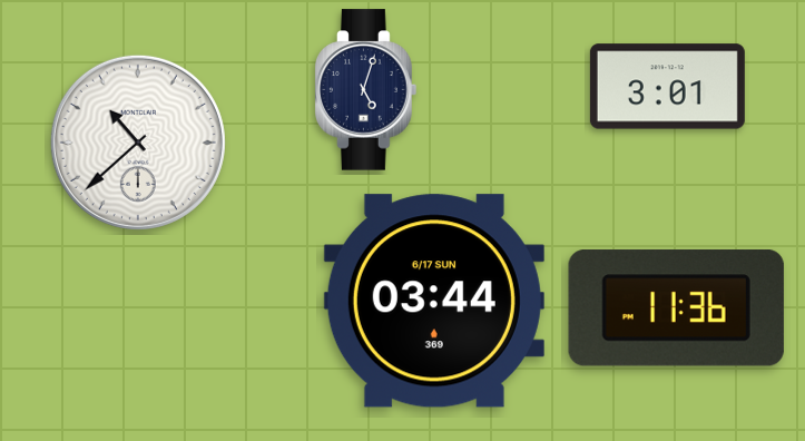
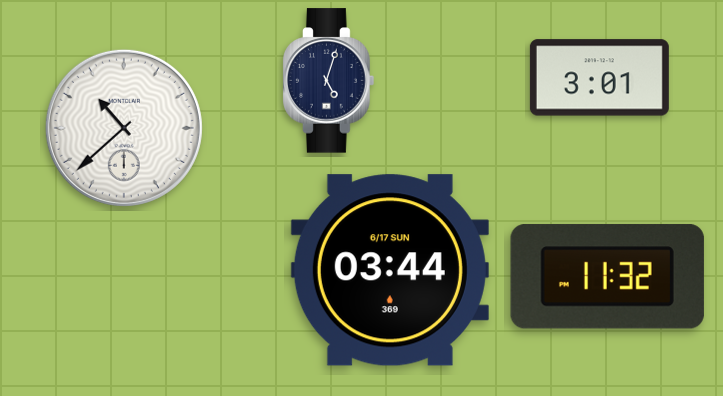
clock at (676, 308): 11:36 -> 11:32
